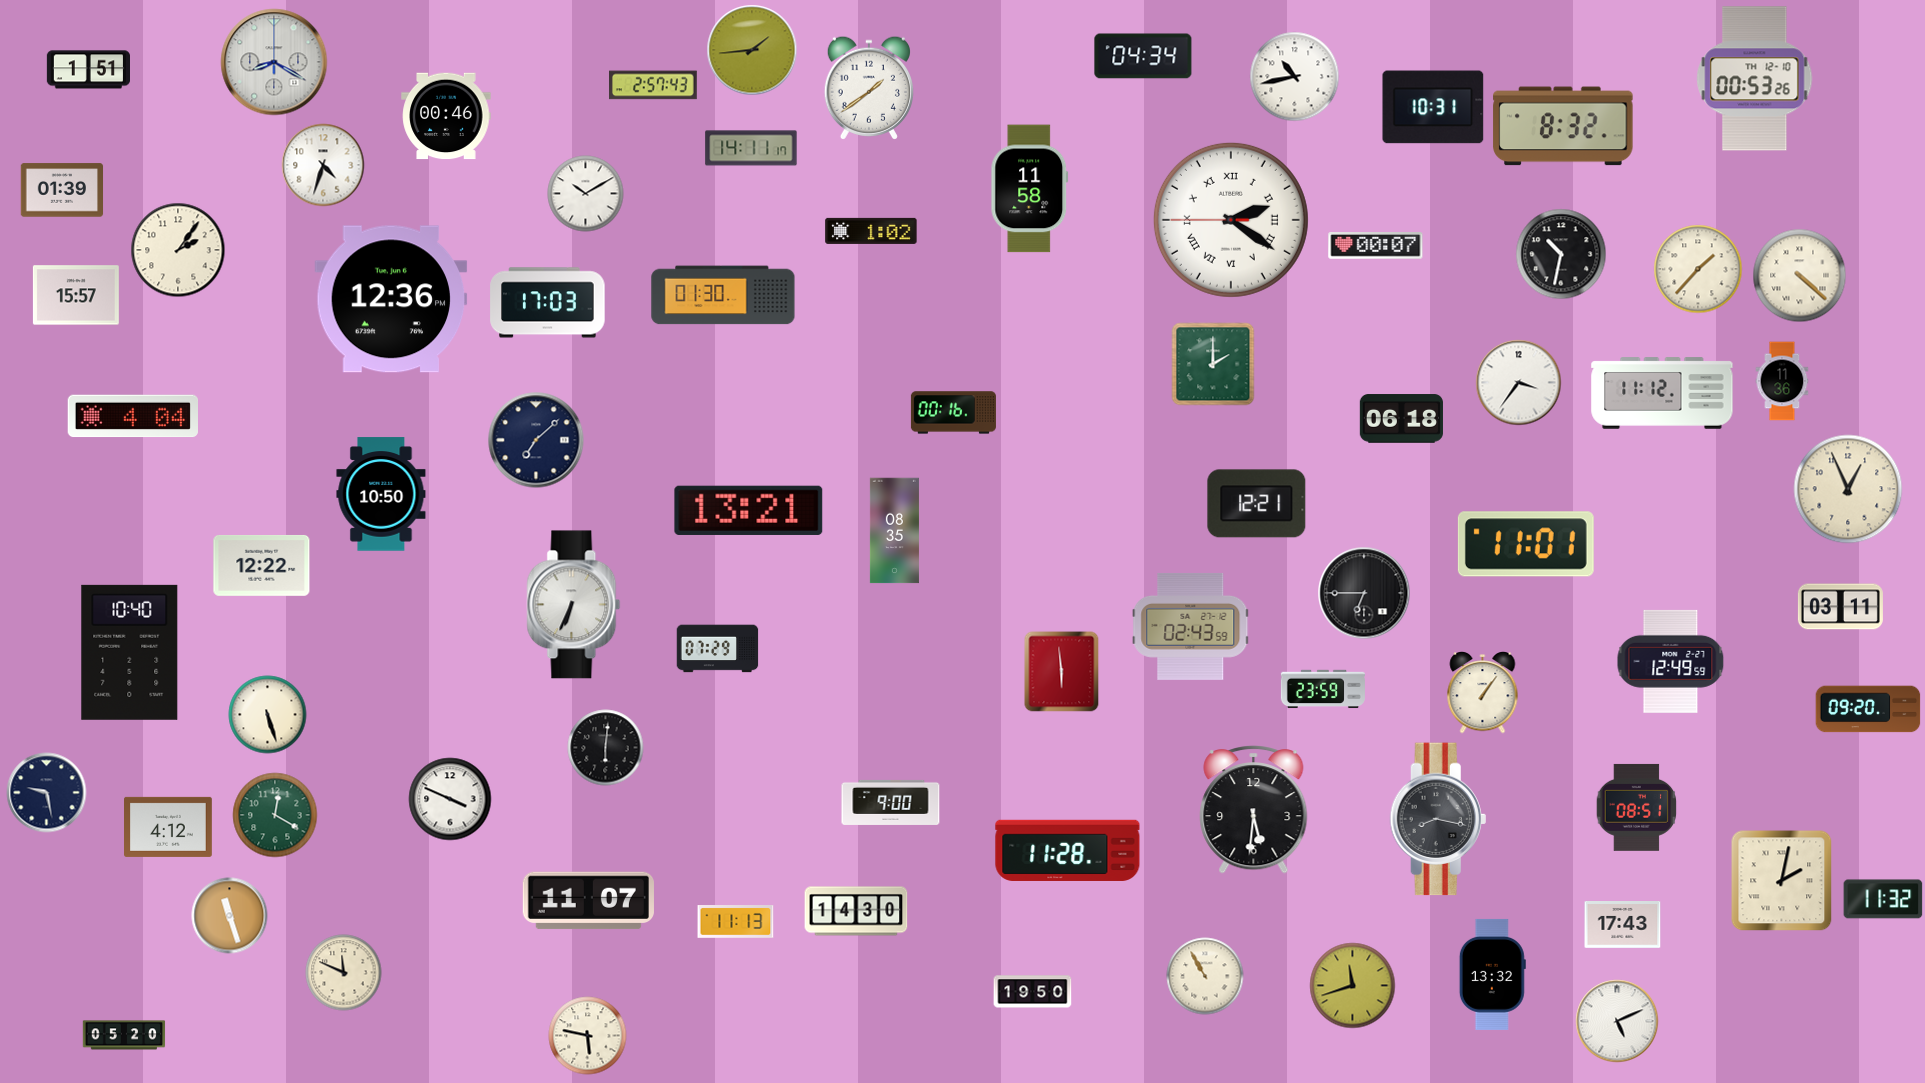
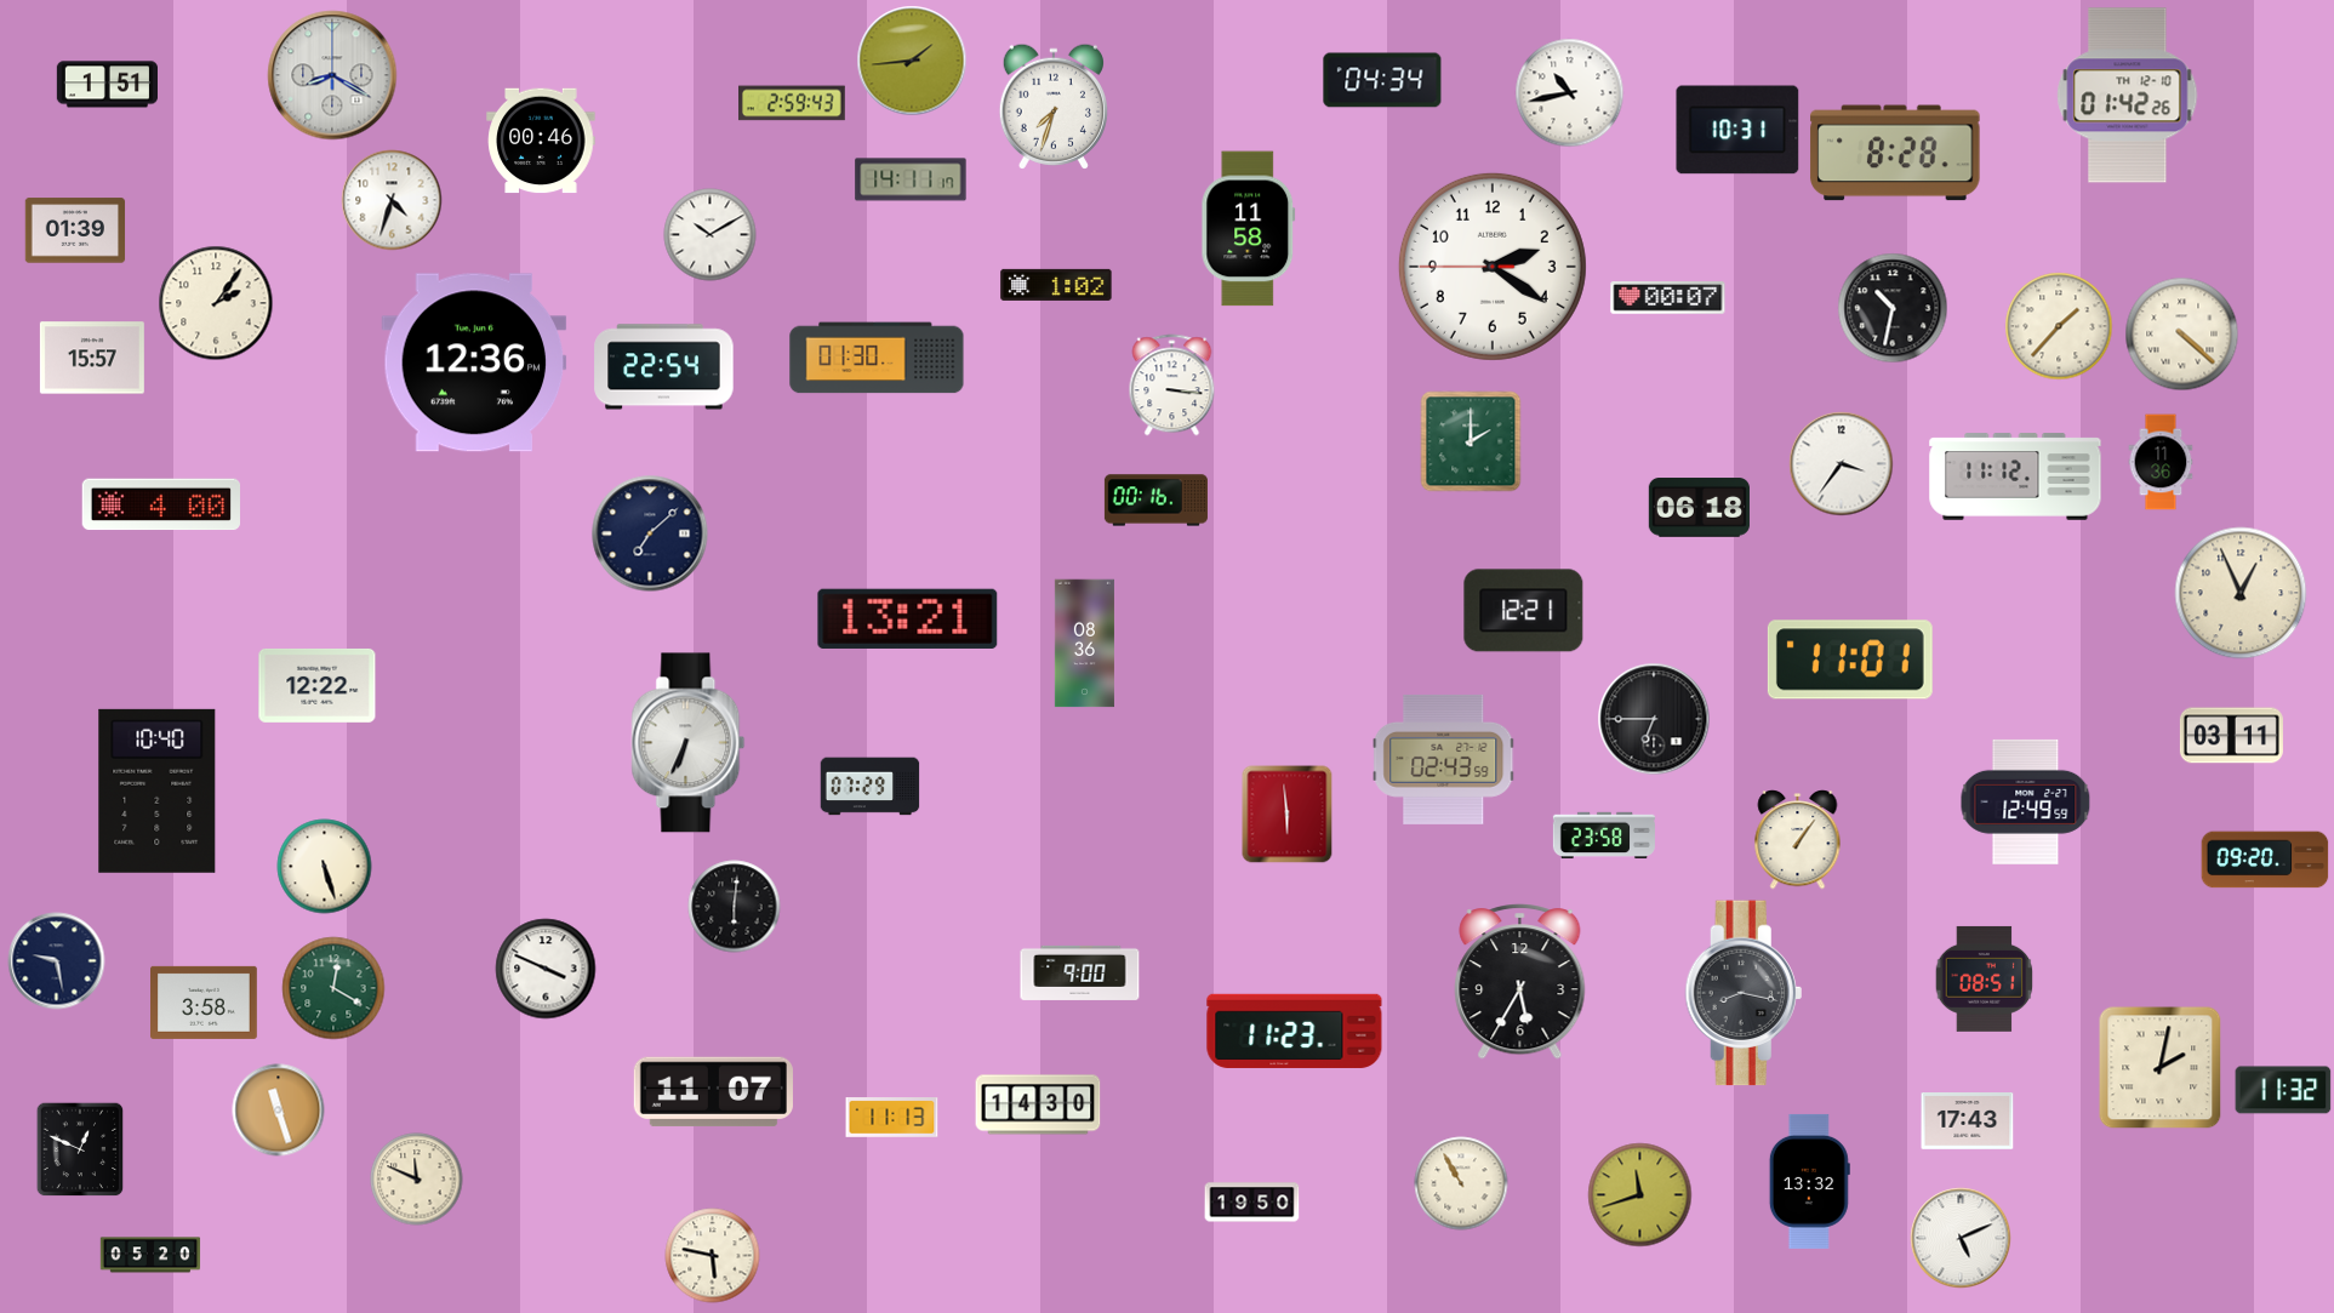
clock at (1143, 56) position: (1143, 56) -> (1382, 80)
clock at (1755, 79): 00:53 -> 01:42
clock at (654, 85): 2:57 -> 2:59
clock at (869, 88): 1:39 -> 7:33
clock at (1563, 126): 8:32 -> 8:28
clock at (1231, 220) numerals: Roman -> Arabic
clock at (871, 231) position: (871, 231) -> (1056, 285)
clock at (548, 303): 17:03 -> 22:54
clock at (1172, 386): none -> 3:16
clock at (132, 416): 4:04 -> 4:00
clock at (381, 494): 10:50 -> none
clock at (894, 531): 08:35 -> 08:36
clock at (574, 605) position: (574, 605) -> (689, 743)
clock at (1323, 689): 23:59 -> 23:58
clock at (1254, 810): 5:31 -> 5:35
clock at (169, 827): 4:12 -> 3:58
clock at (1068, 850): 11:28 -> 11:23
clock at (80, 1149): none -> 12:49
